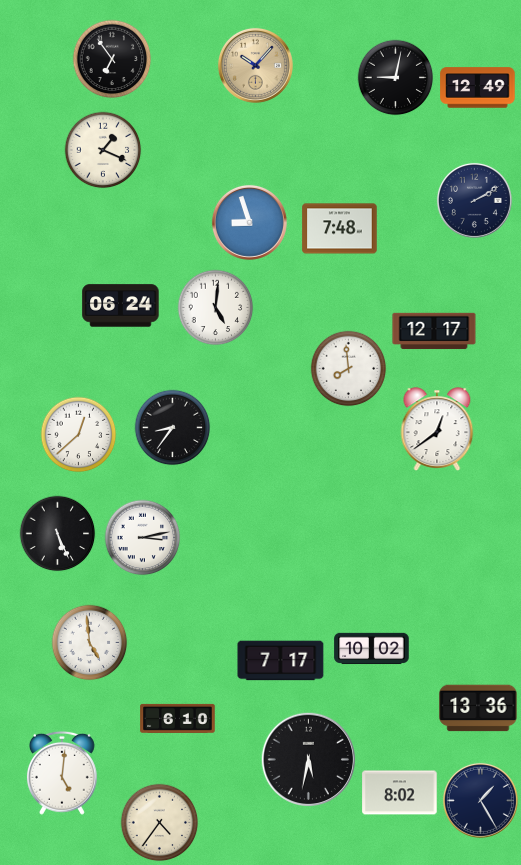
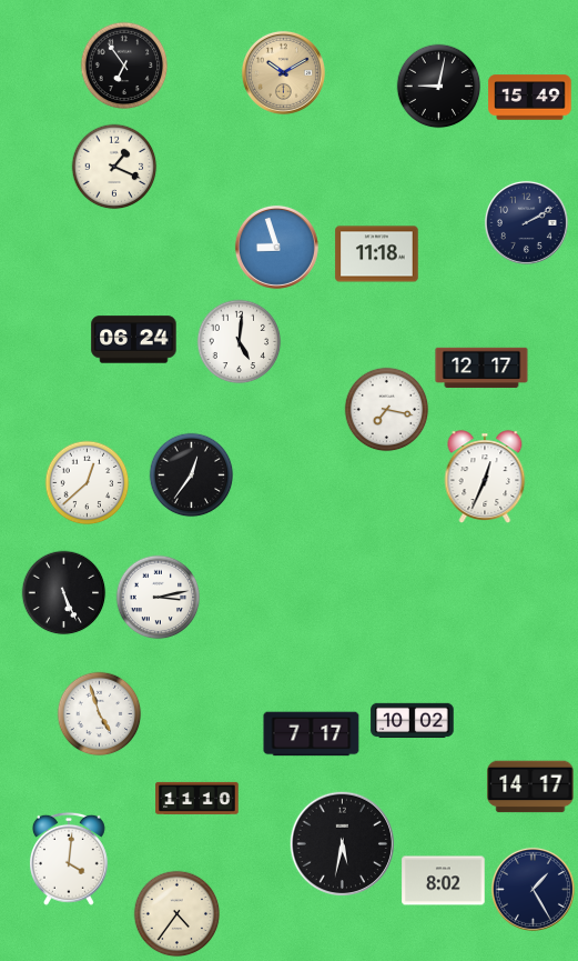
clock at (255, 65): 10:07 -> 10:10
clock at (478, 88): 12:49 -> 15:49
clock at (340, 229): 7:48 -> 11:18
clock at (349, 369): 7:59 -> 7:17
clock at (173, 428): 8:36 -> 12:36
clock at (437, 429): 12:39 -> 12:34
clock at (90, 643): 4:59 -> 4:57
clock at (478, 708): 13:36 -> 14:17
clock at (178, 718): 6:10 -> 11:10
clock at (62, 773): 5:01 -> 4:01
